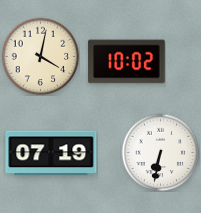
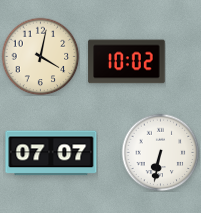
clock at (51, 153): 07:19 -> 07:07
